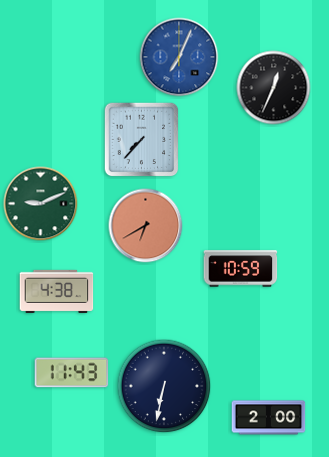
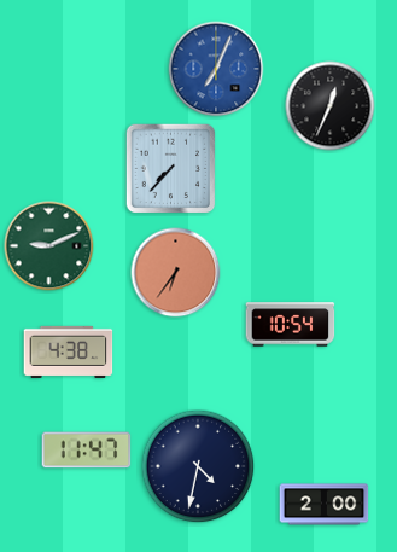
clock at (146, 226): 6:40 -> 6:36
clock at (241, 269): 10:59 -> 10:54
clock at (72, 373): 11:43 -> 11:47
clock at (164, 386): 6:32 -> 4:32
